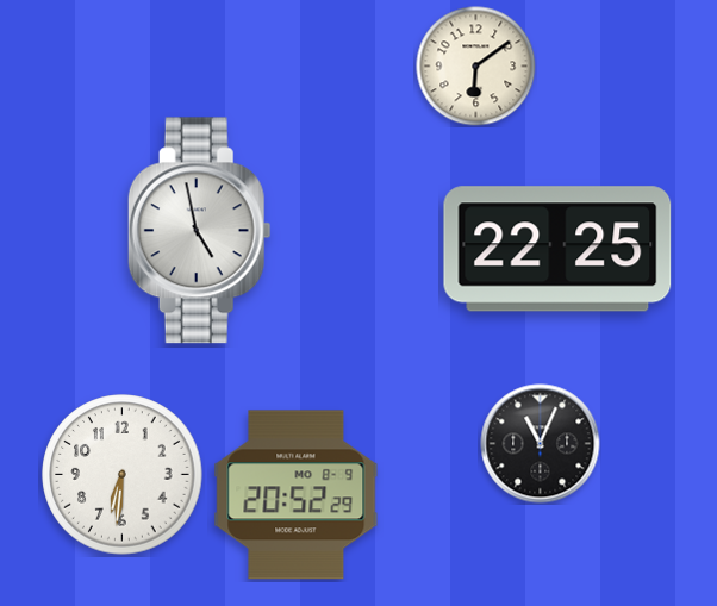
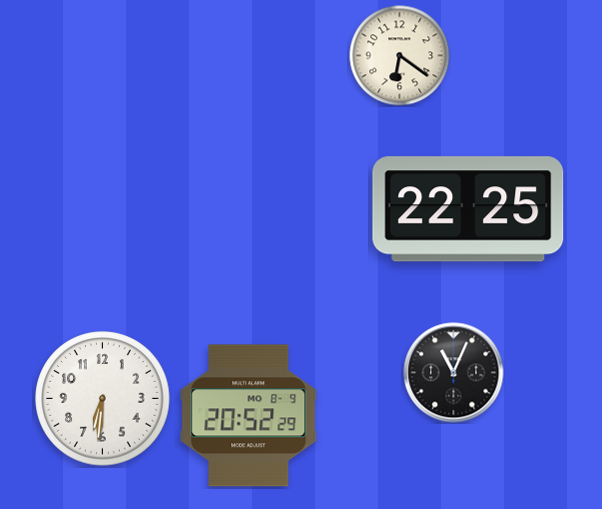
clock at (476, 67): 6:09 -> 6:21
clock at (199, 231): 4:58 -> none
